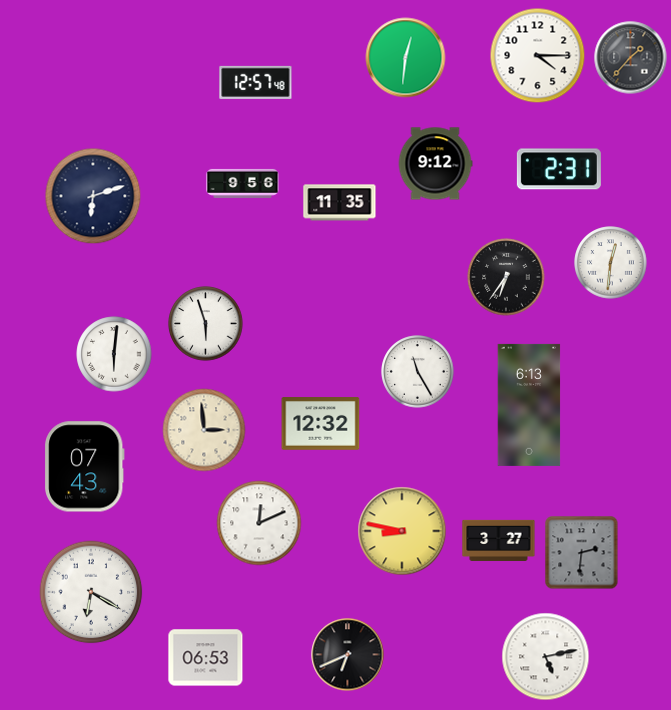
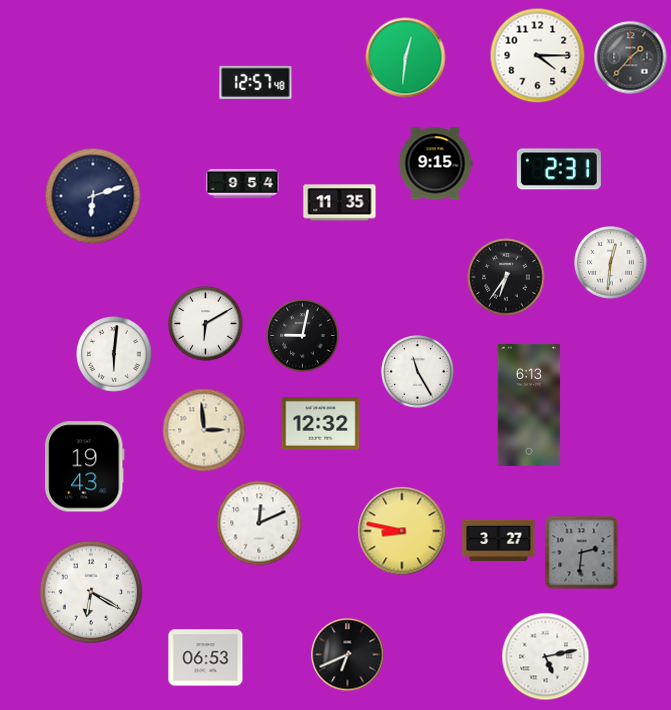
clock at (435, 164): 9:12 -> 9:15
clock at (243, 183): 9:56 -> 9:54
clock at (206, 324): 5:57 -> 6:10
clock at (303, 336): none -> 9:02
clock at (85, 467): 07:43 -> 19:43
